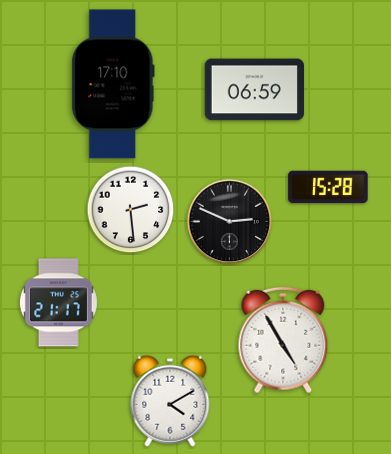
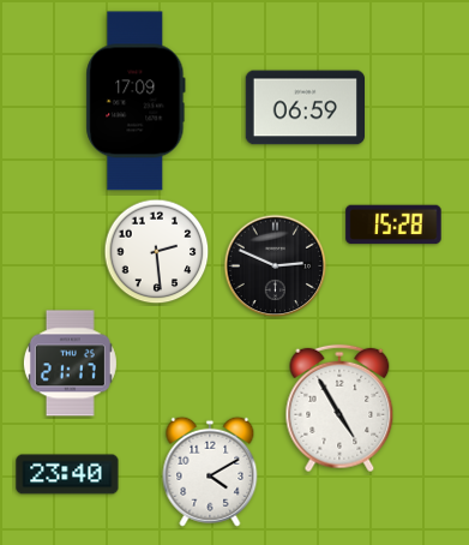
clock at (113, 84): 17:10 -> 17:09
clock at (67, 474): none -> 23:40
clock at (170, 401) position: (170, 401) -> (210, 472)
